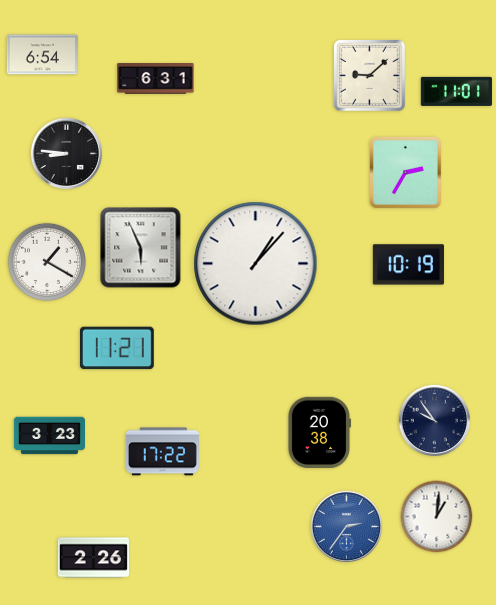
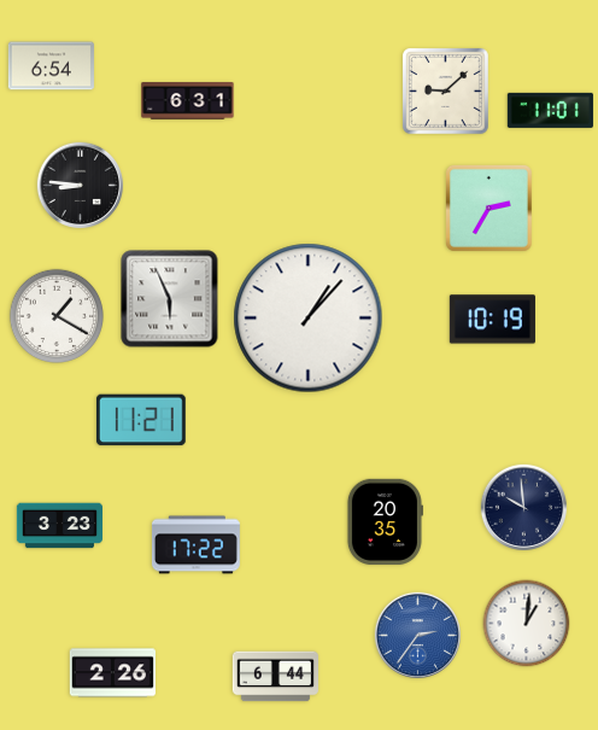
clock at (156, 79) position: (156, 79) -> (188, 101)
clock at (434, 420): 9:54 -> 9:59
clock at (319, 432): 20:38 -> 20:35
clock at (275, 677): none -> 6:44
